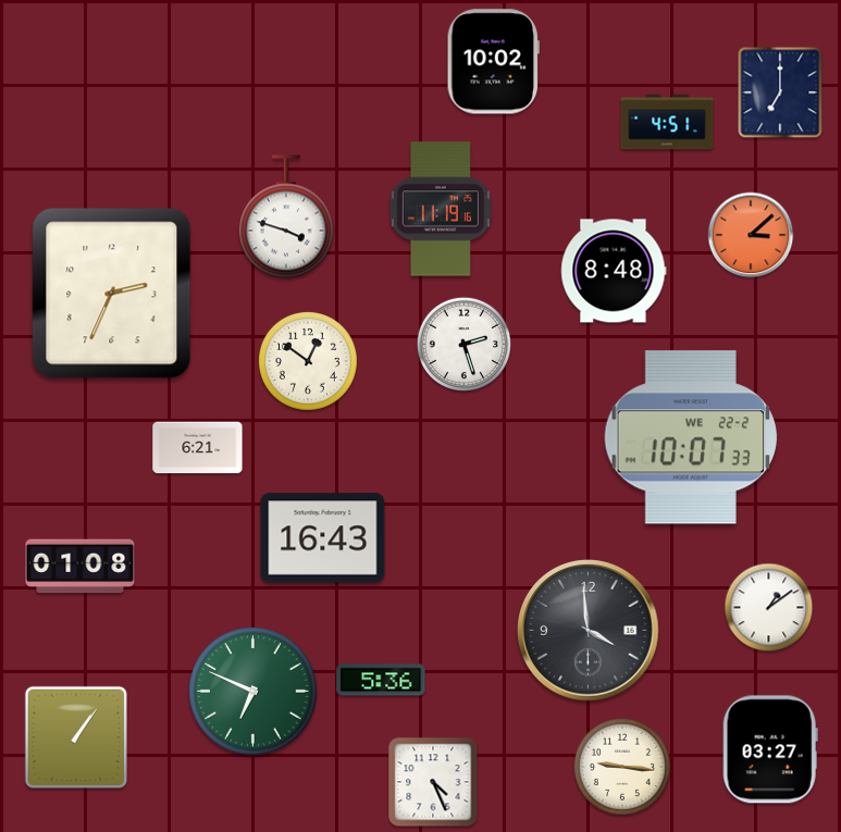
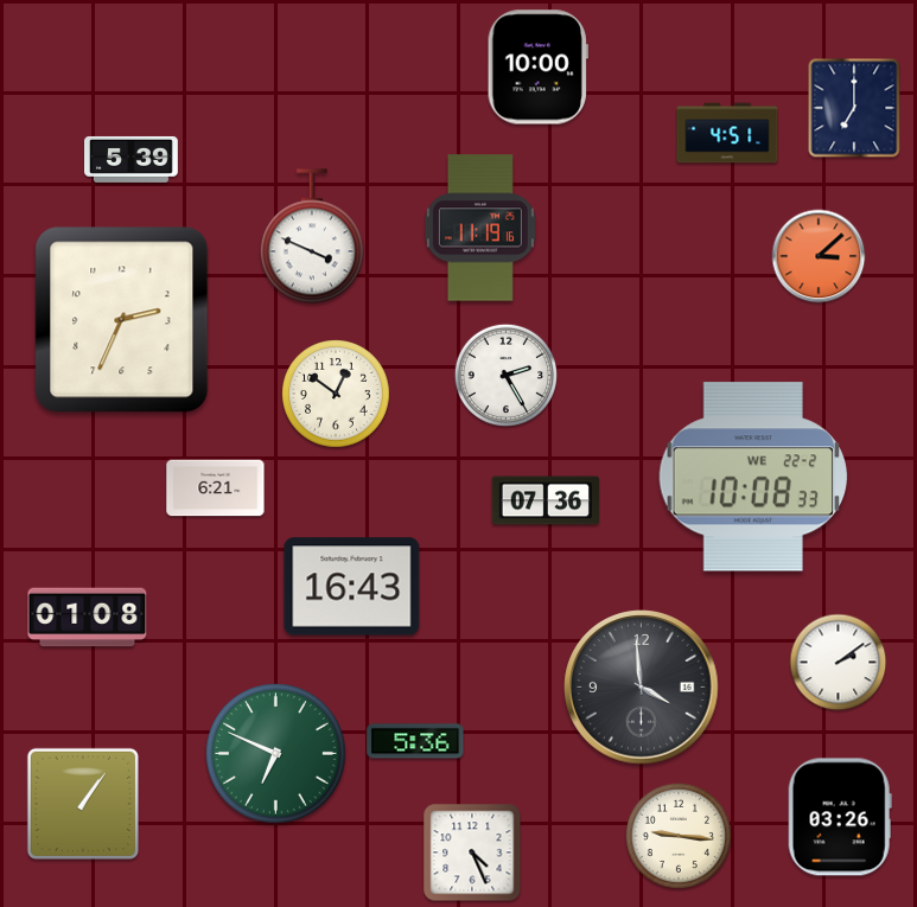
clock at (493, 62): 10:02 -> 10:00
clock at (780, 92) position: (780, 92) -> (854, 108)
clock at (132, 159): none -> 5:39
clock at (286, 216): 3:48 -> 3:49
clock at (614, 271): 8:48 -> none
clock at (463, 344): 2:27 -> 2:25
clock at (690, 437): 10:07 -> 10:08
clock at (545, 500): none -> 07:36
clock at (769, 608): 1:09 -> 2:09
clock at (770, 749): 03:27 -> 03:26
